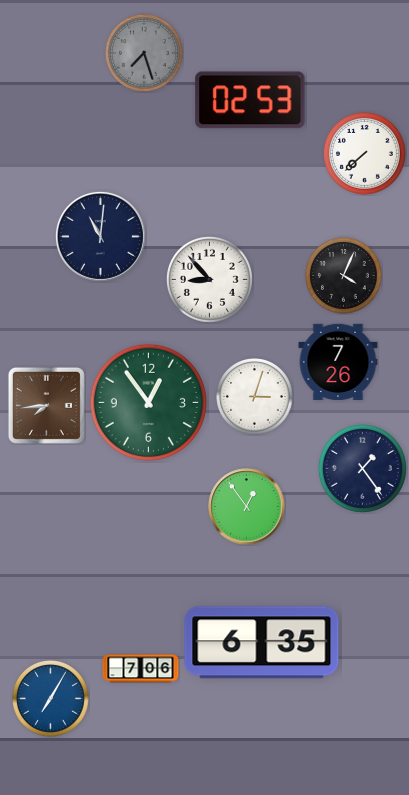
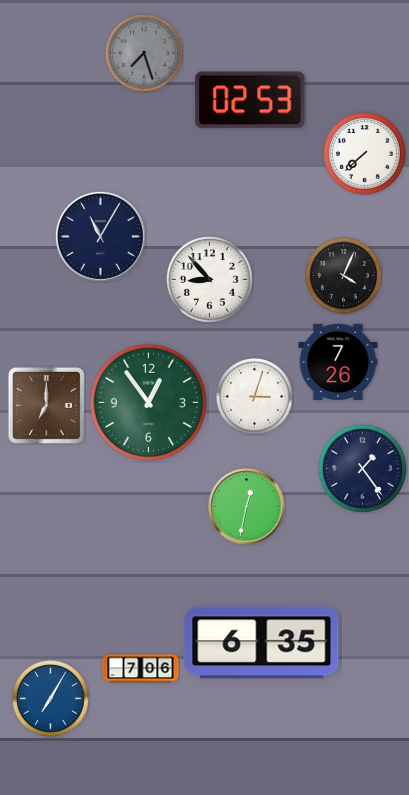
clock at (100, 236): 11:01 -> 11:05
clock at (46, 405): 7:44 -> 7:00
clock at (247, 507): 12:54 -> 12:32
